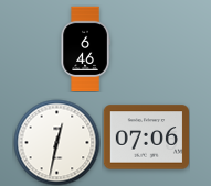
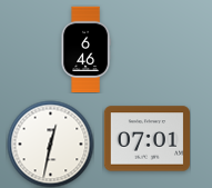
clock at (146, 138): 07:06 -> 07:01
clock at (56, 142) position: (56, 142) -> (50, 144)
